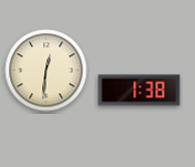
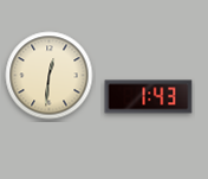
clock at (140, 91): 1:38 -> 1:43
